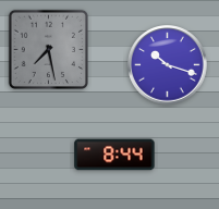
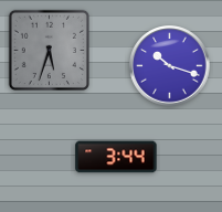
clock at (48, 50): 7:28 -> 5:33
clock at (114, 155): 8:44 -> 3:44
